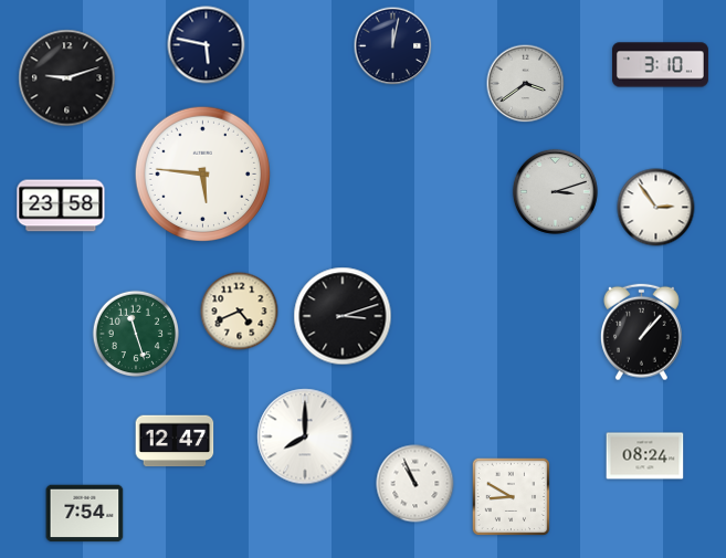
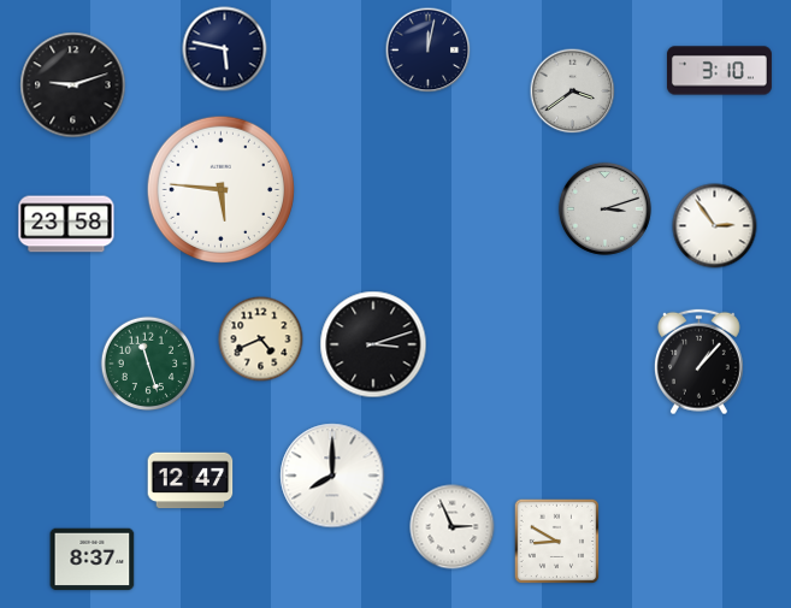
clock at (645, 456): 08:24 -> none
clock at (415, 484): 10:56 -> 2:56
clock at (85, 514): 7:54 -> 8:37
